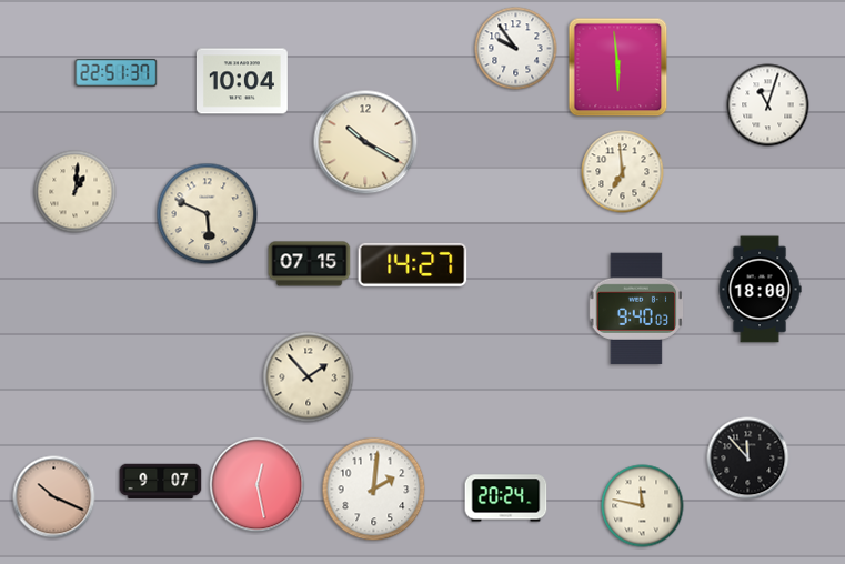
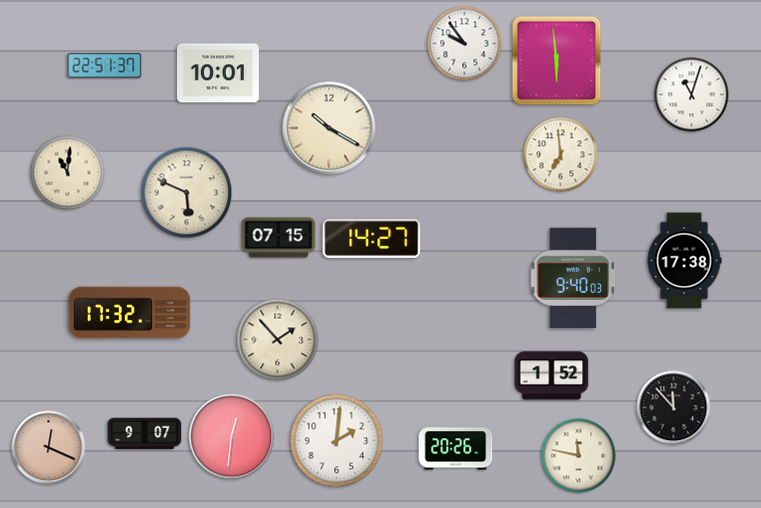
clock at (242, 81): 10:04 -> 10:01
clock at (76, 192): 1:01 -> 11:01
clock at (760, 290): 18:00 -> 17:38
clock at (130, 313): none -> 17:32
clock at (552, 376): none -> 1:52
clock at (748, 459) position: (748, 459) -> (674, 408)
clock at (258, 485): 12:28 -> 12:31
clock at (54, 497): 10:19 -> 12:19
clock at (506, 498): 20:24 -> 20:26
